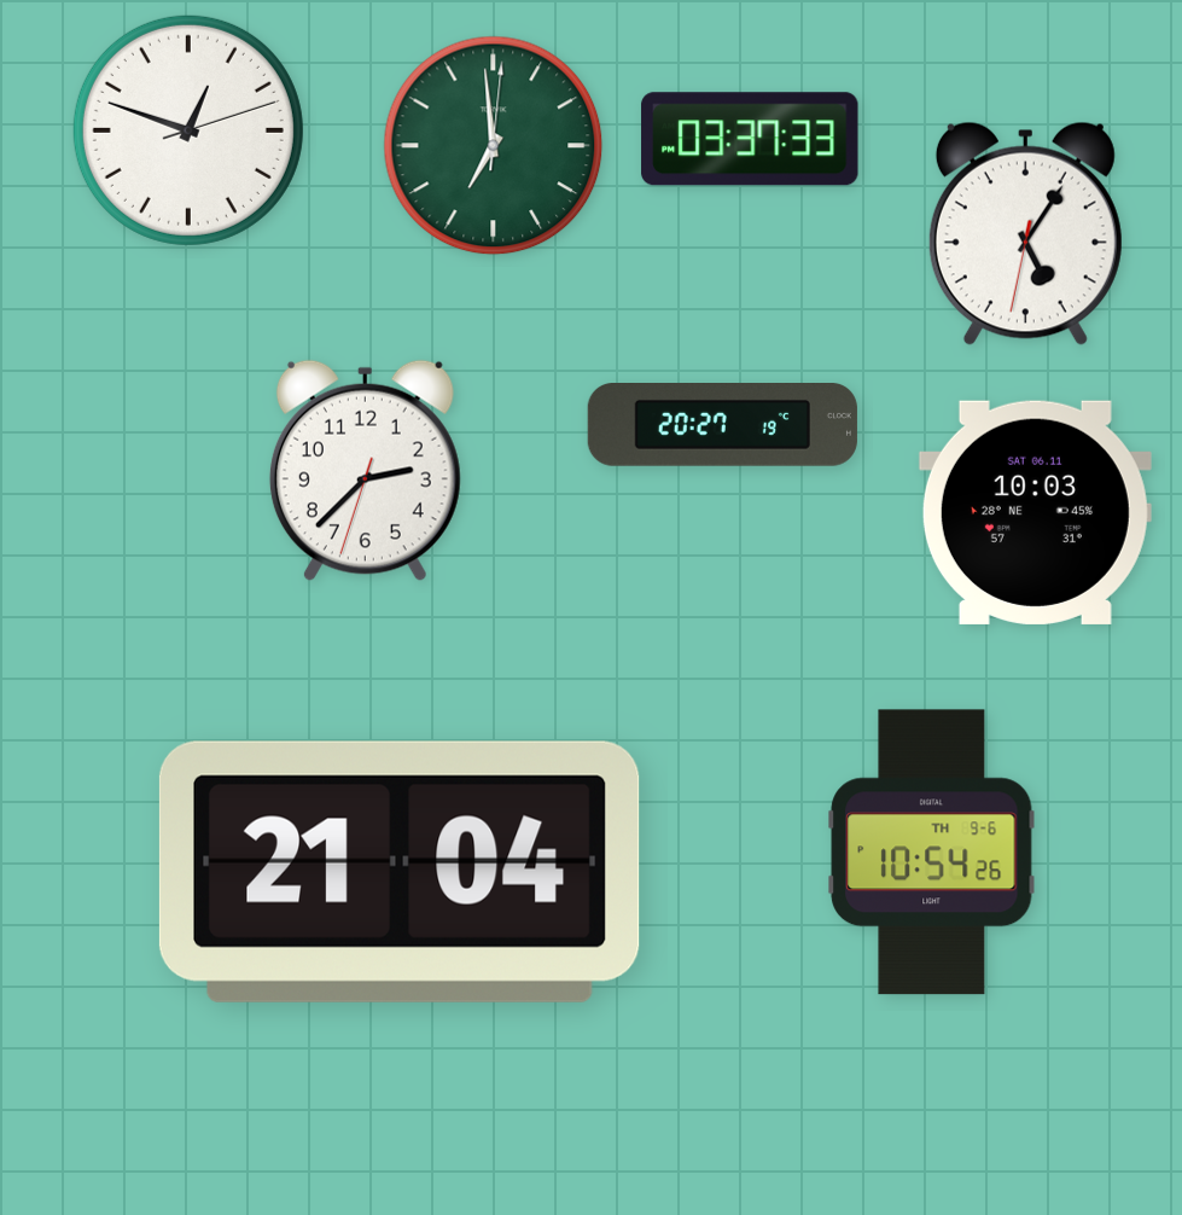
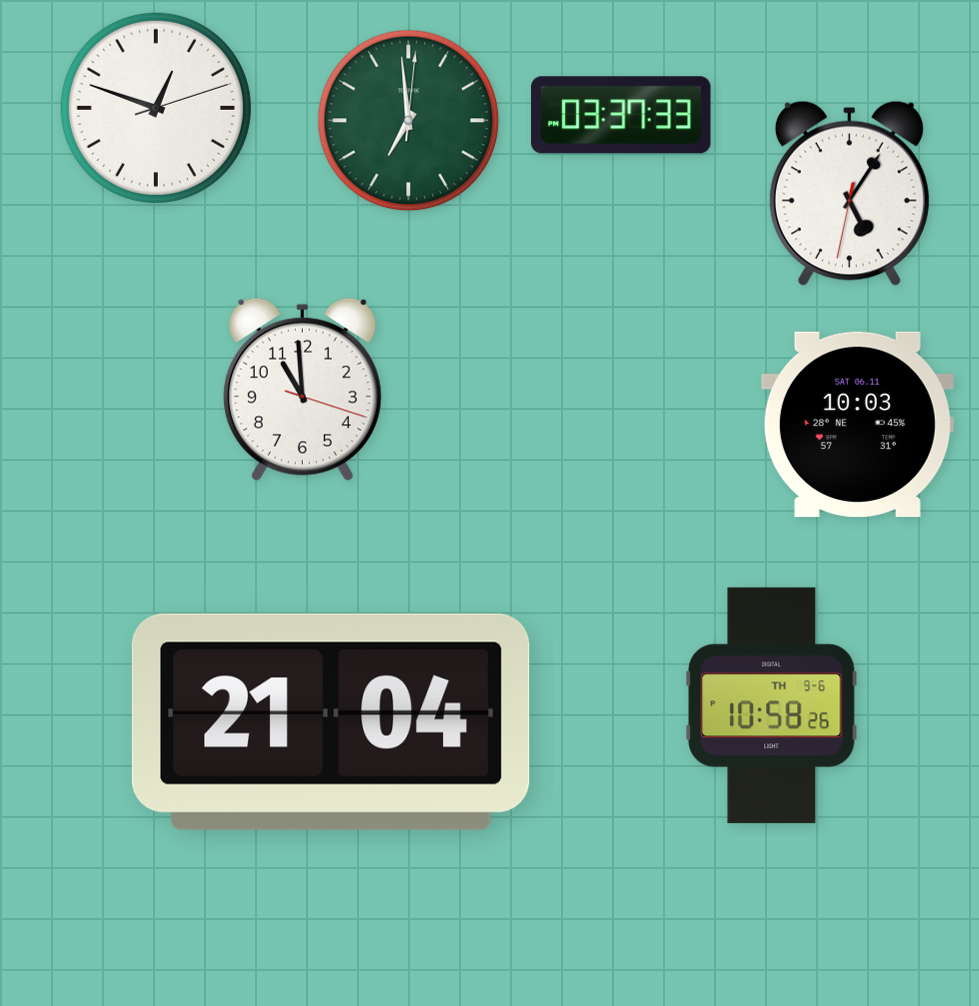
clock at (722, 425): 20:27 -> none
clock at (365, 470): 2:37 -> 10:59
clock at (932, 853): 10:54 -> 10:58
